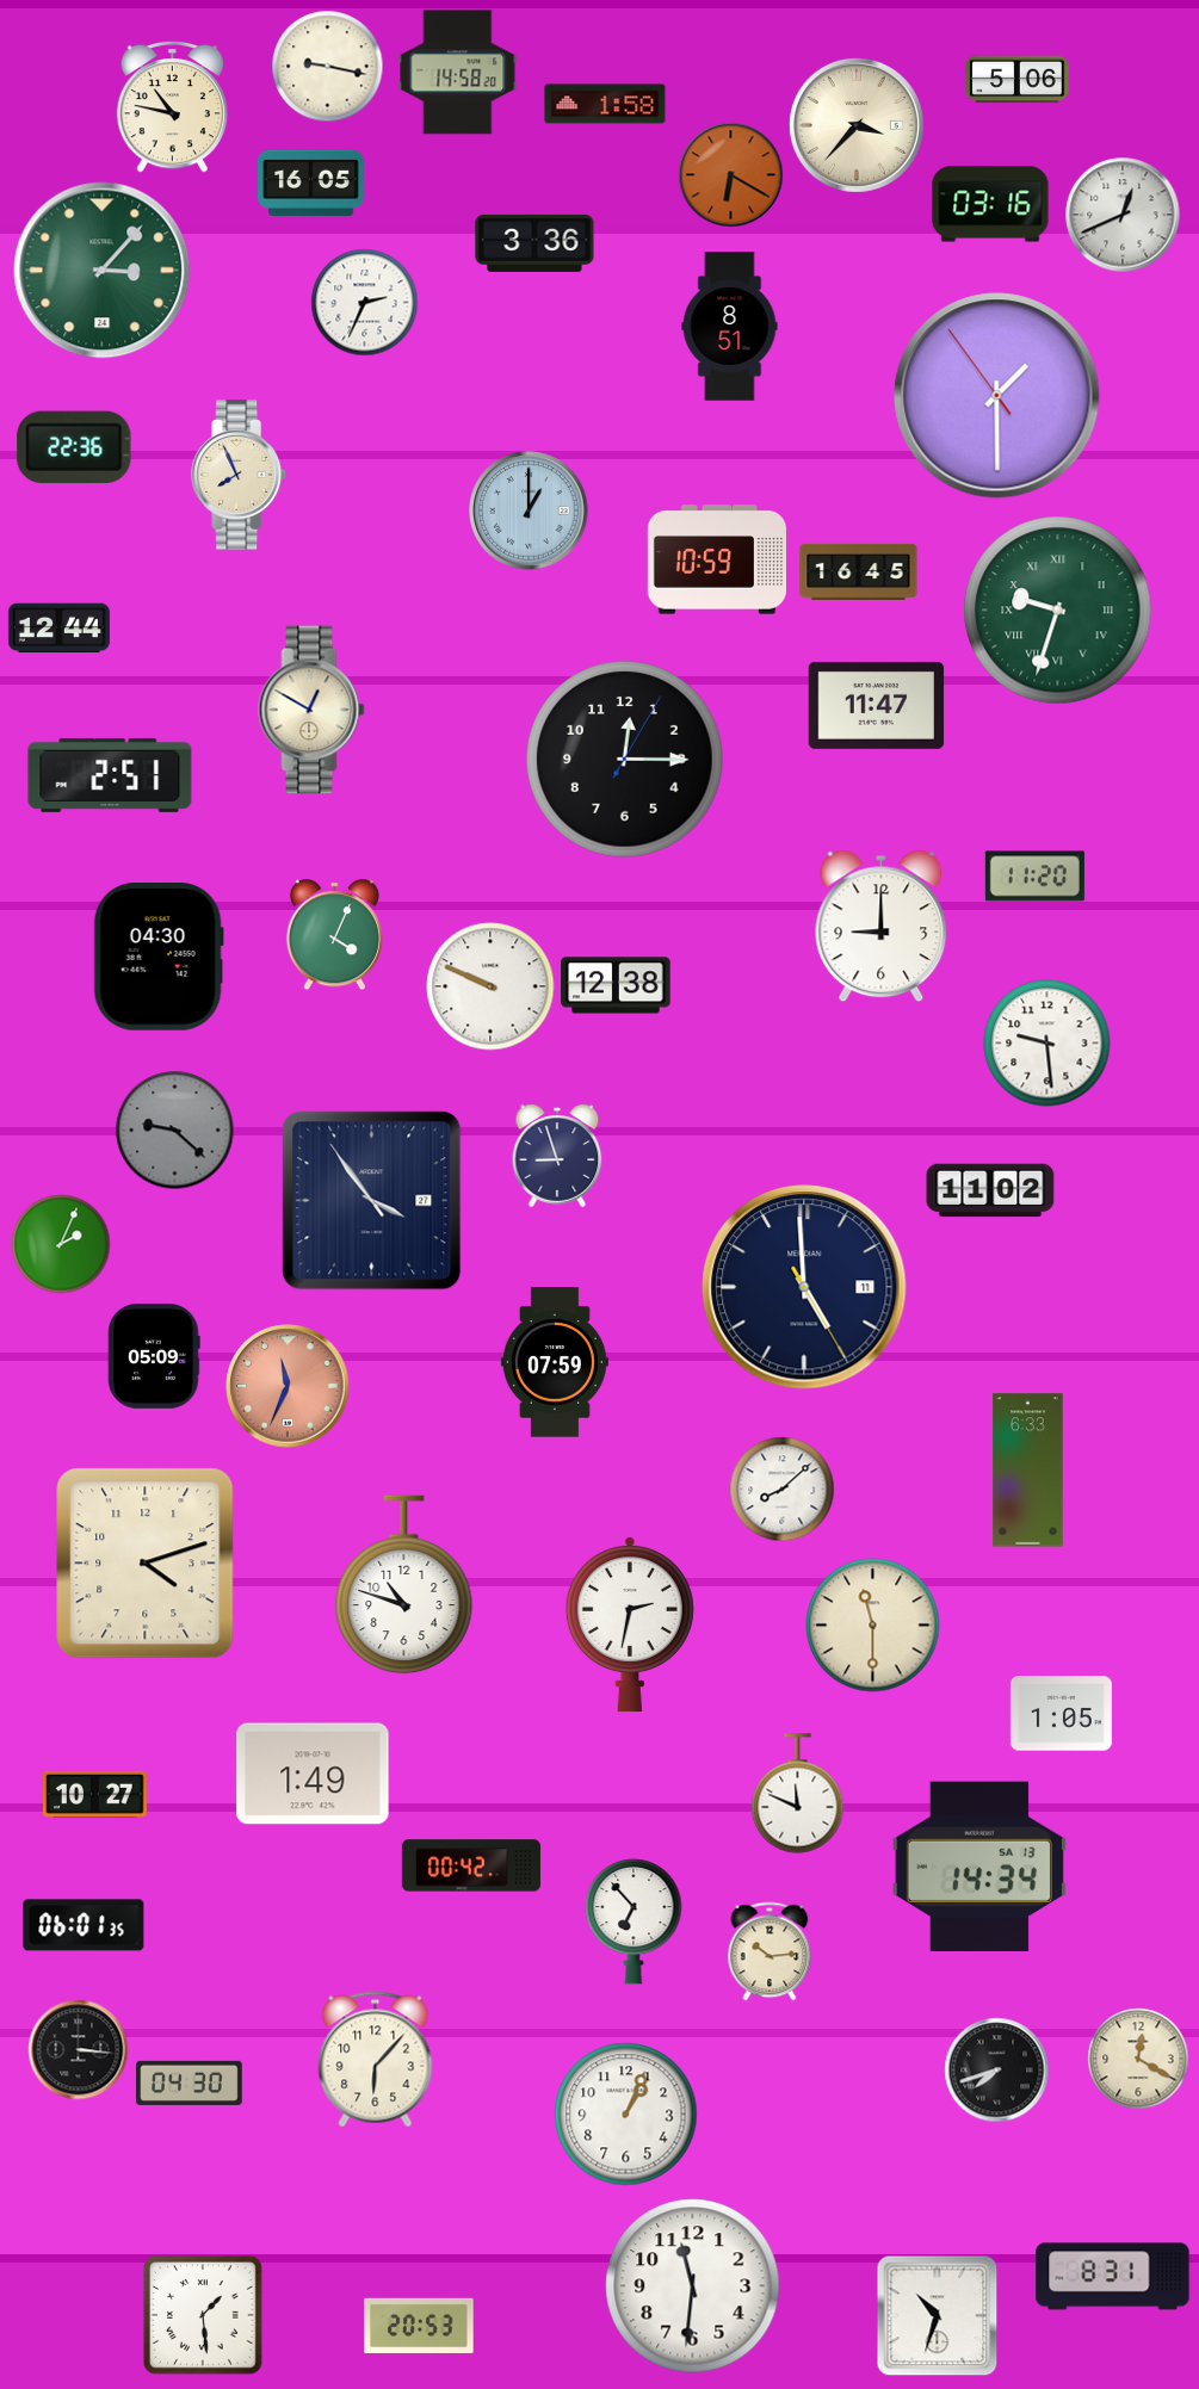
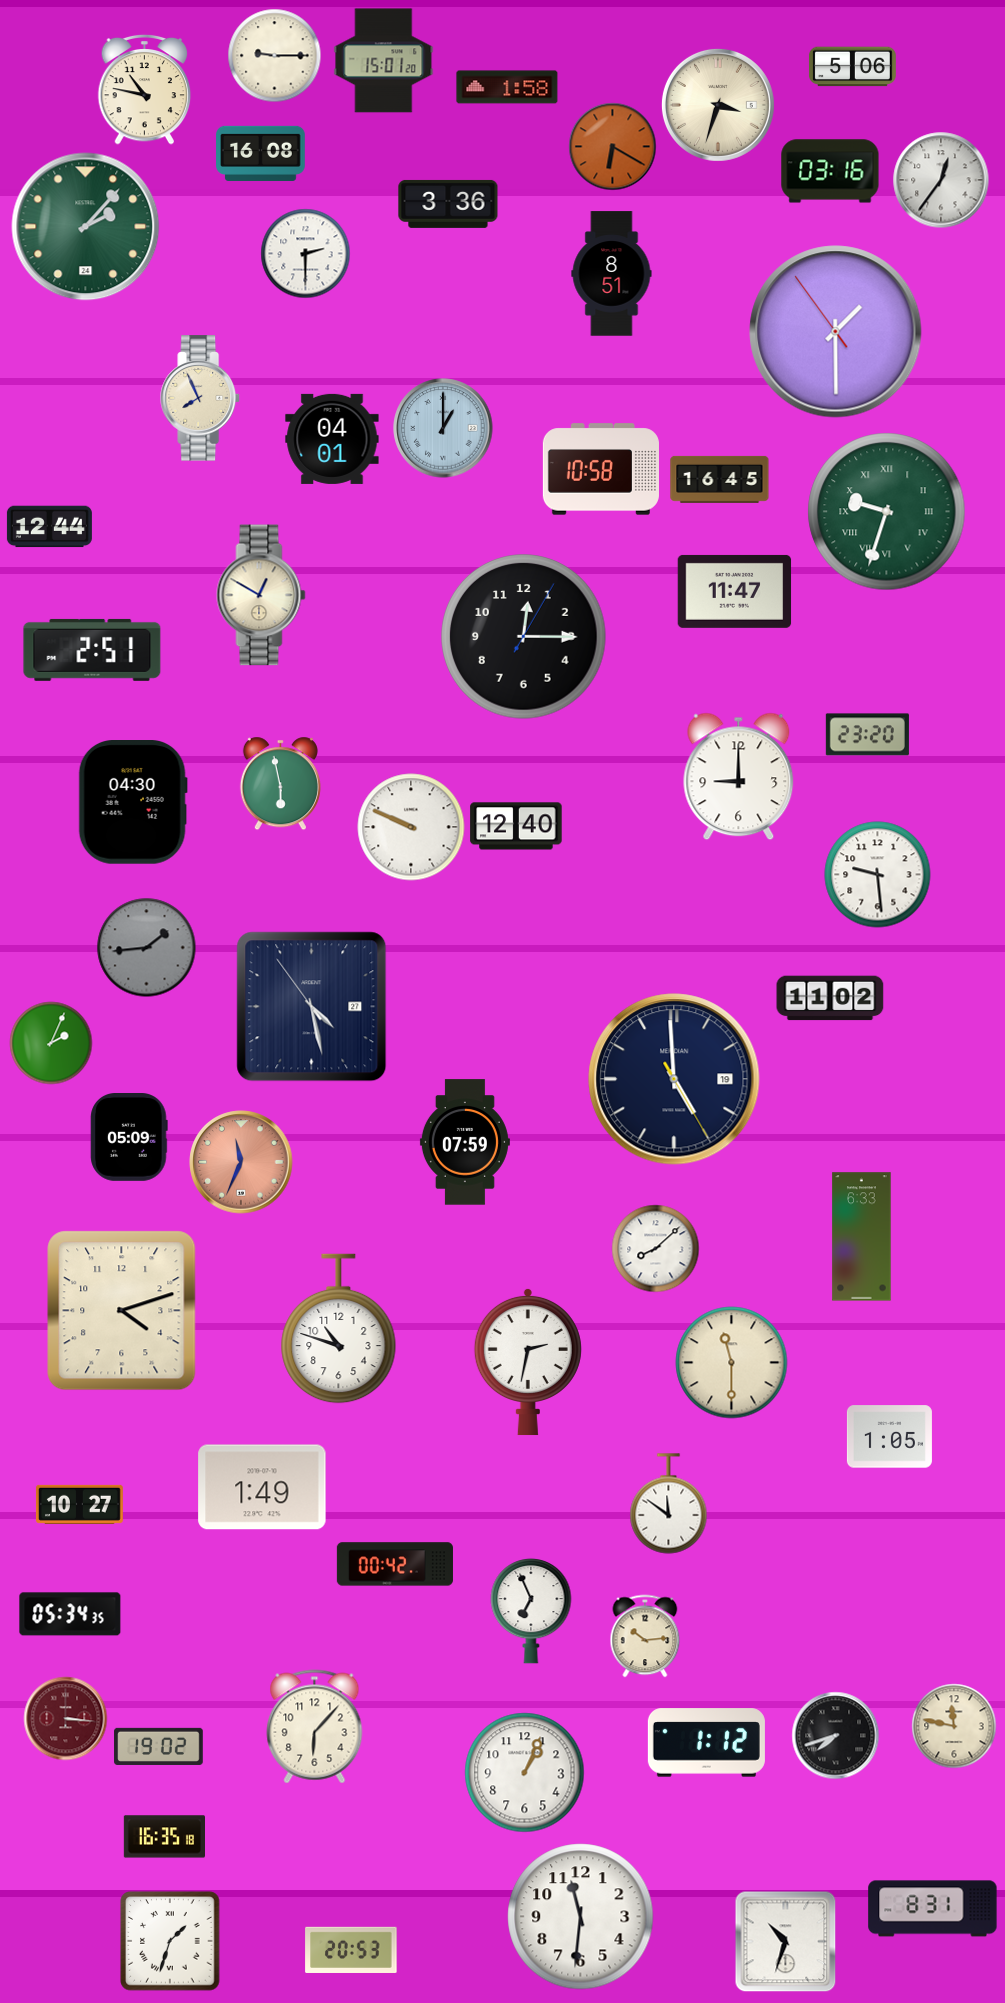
clock at (328, 67): 9:17 -> 9:15
clock at (458, 73): 14:58 -> 15:01
clock at (857, 125): 3:37 -> 3:33
clock at (311, 182): 16:05 -> 16:08
clock at (1123, 215): 12:41 -> 12:36
clock at (103, 271): 3:07 -> 2:07
clock at (365, 303): 2:34 -> 2:30
clock at (74, 447): 22:36 -> none
clock at (332, 439): none -> 04:01
clock at (717, 559): 10:59 -> 10:58
clock at (1034, 877): 11:20 -> 23:20
clock at (334, 935): 4:04 -> 5:58
clock at (616, 985): 12:38 -> 12:40
clock at (175, 1131): 9:22 -> 1:44
clock at (557, 1156): 8:57 -> none
clock at (372, 1201): 3:53 -> 4:27
clock at (804, 1287) date: 11 -> 19
clock at (1028, 1471) position: (1028, 1471) -> (862, 1237)
clock at (798, 1794): 11:49 -> 11:51
clock at (978, 1867): 14:34 -> none
clock at (634, 1921): 6:53 -> 6:56
clock at (84, 1925): 06:01 -> 05:34
clock at (79, 2050) dial: black -> burgundy
clock at (1138, 2059): 12:20 -> 11:47
clock at (706, 1743): none -> 1:12
clock at (190, 2082): 04:30 -> 19:02
clock at (164, 1837): none -> 16:35
clock at (203, 2315): 1:29 -> 1:33
